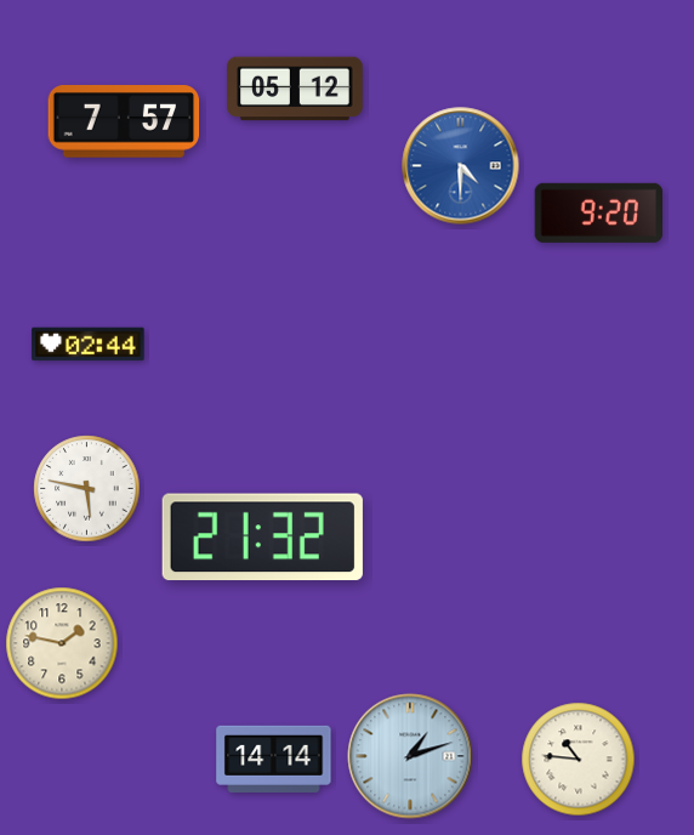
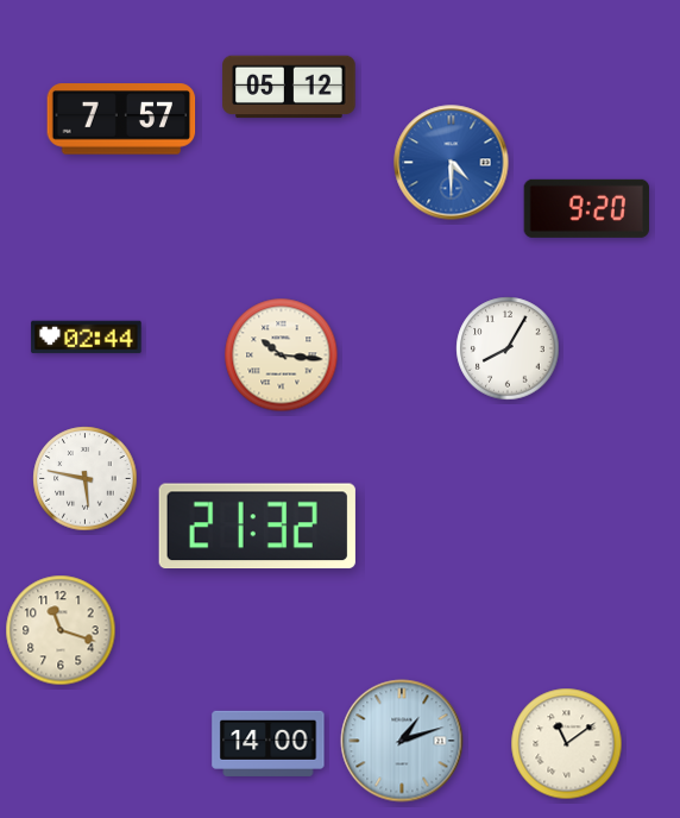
clock at (508, 348): none -> 8:05
clock at (282, 355): none -> 10:16
clock at (62, 643): 1:47 -> 11:18
clock at (274, 759): 14:14 -> 14:00
clock at (579, 760): 10:46 -> 11:09
